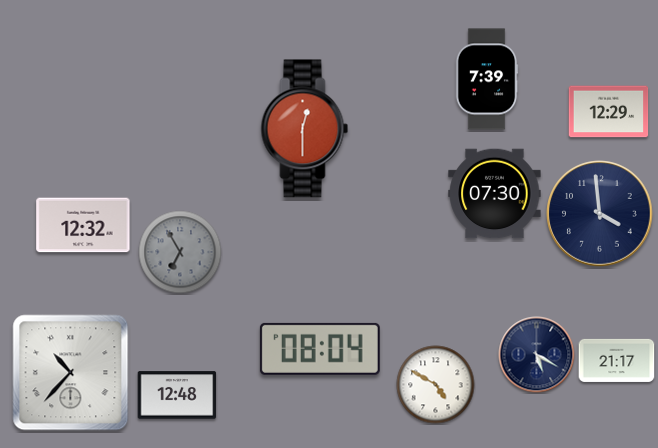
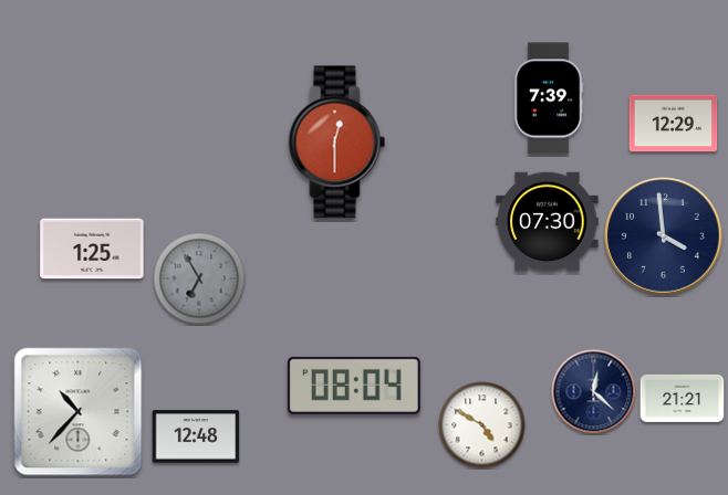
clock at (487, 79) position: (487, 79) -> (549, 98)
clock at (495, 194) position: (495, 194) -> (548, 222)
clock at (83, 225): 12:32 -> 1:25
clock at (537, 355): 5:20 -> 12:22
clock at (617, 360): 21:17 -> 21:21
